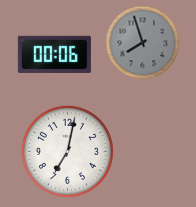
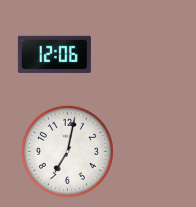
clock at (143, 43): 7:57 -> none
clock at (54, 54): 00:06 -> 12:06
